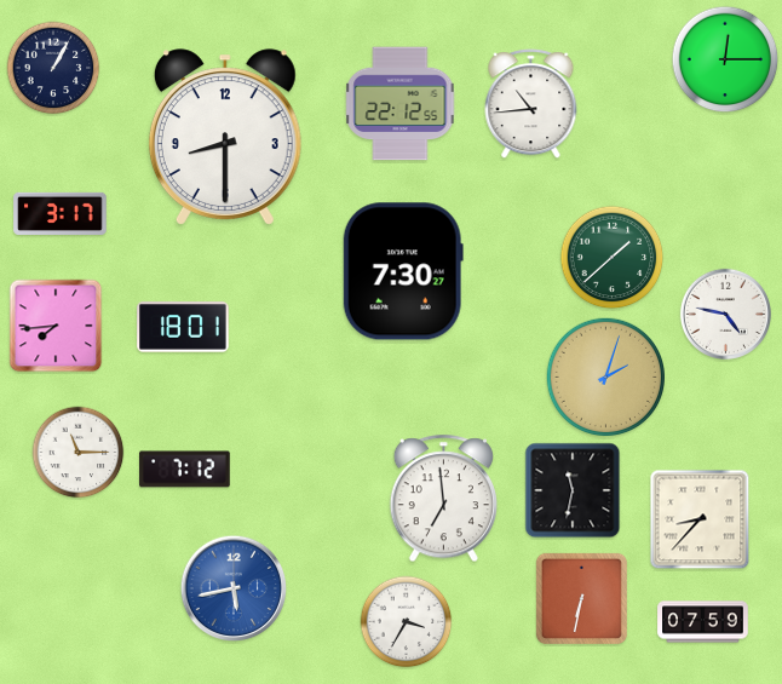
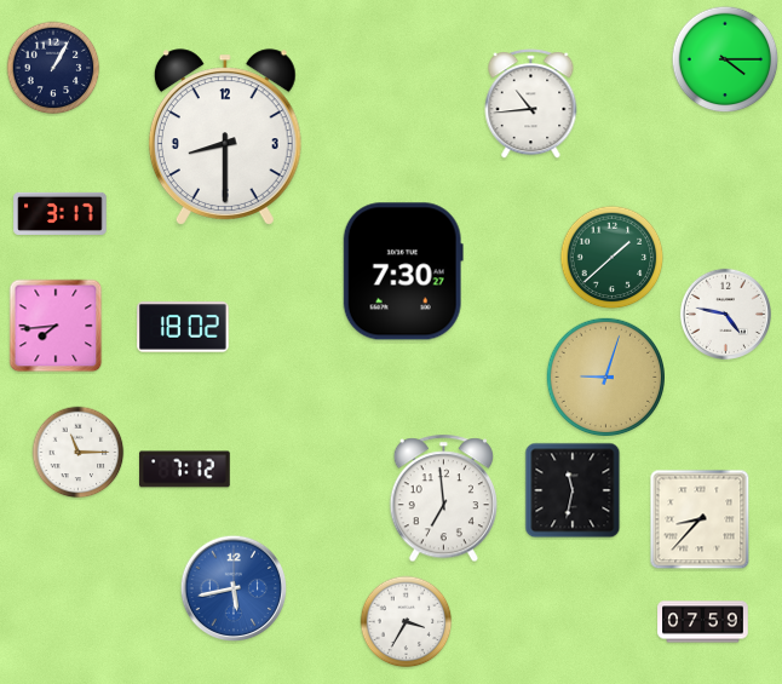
clock at (725, 59): 12:15 -> 4:15
clock at (401, 104): 22:12 -> none
clock at (183, 327): 18:01 -> 18:02
clock at (606, 378): 2:03 -> 9:03
clock at (581, 598): 6:32 -> none
